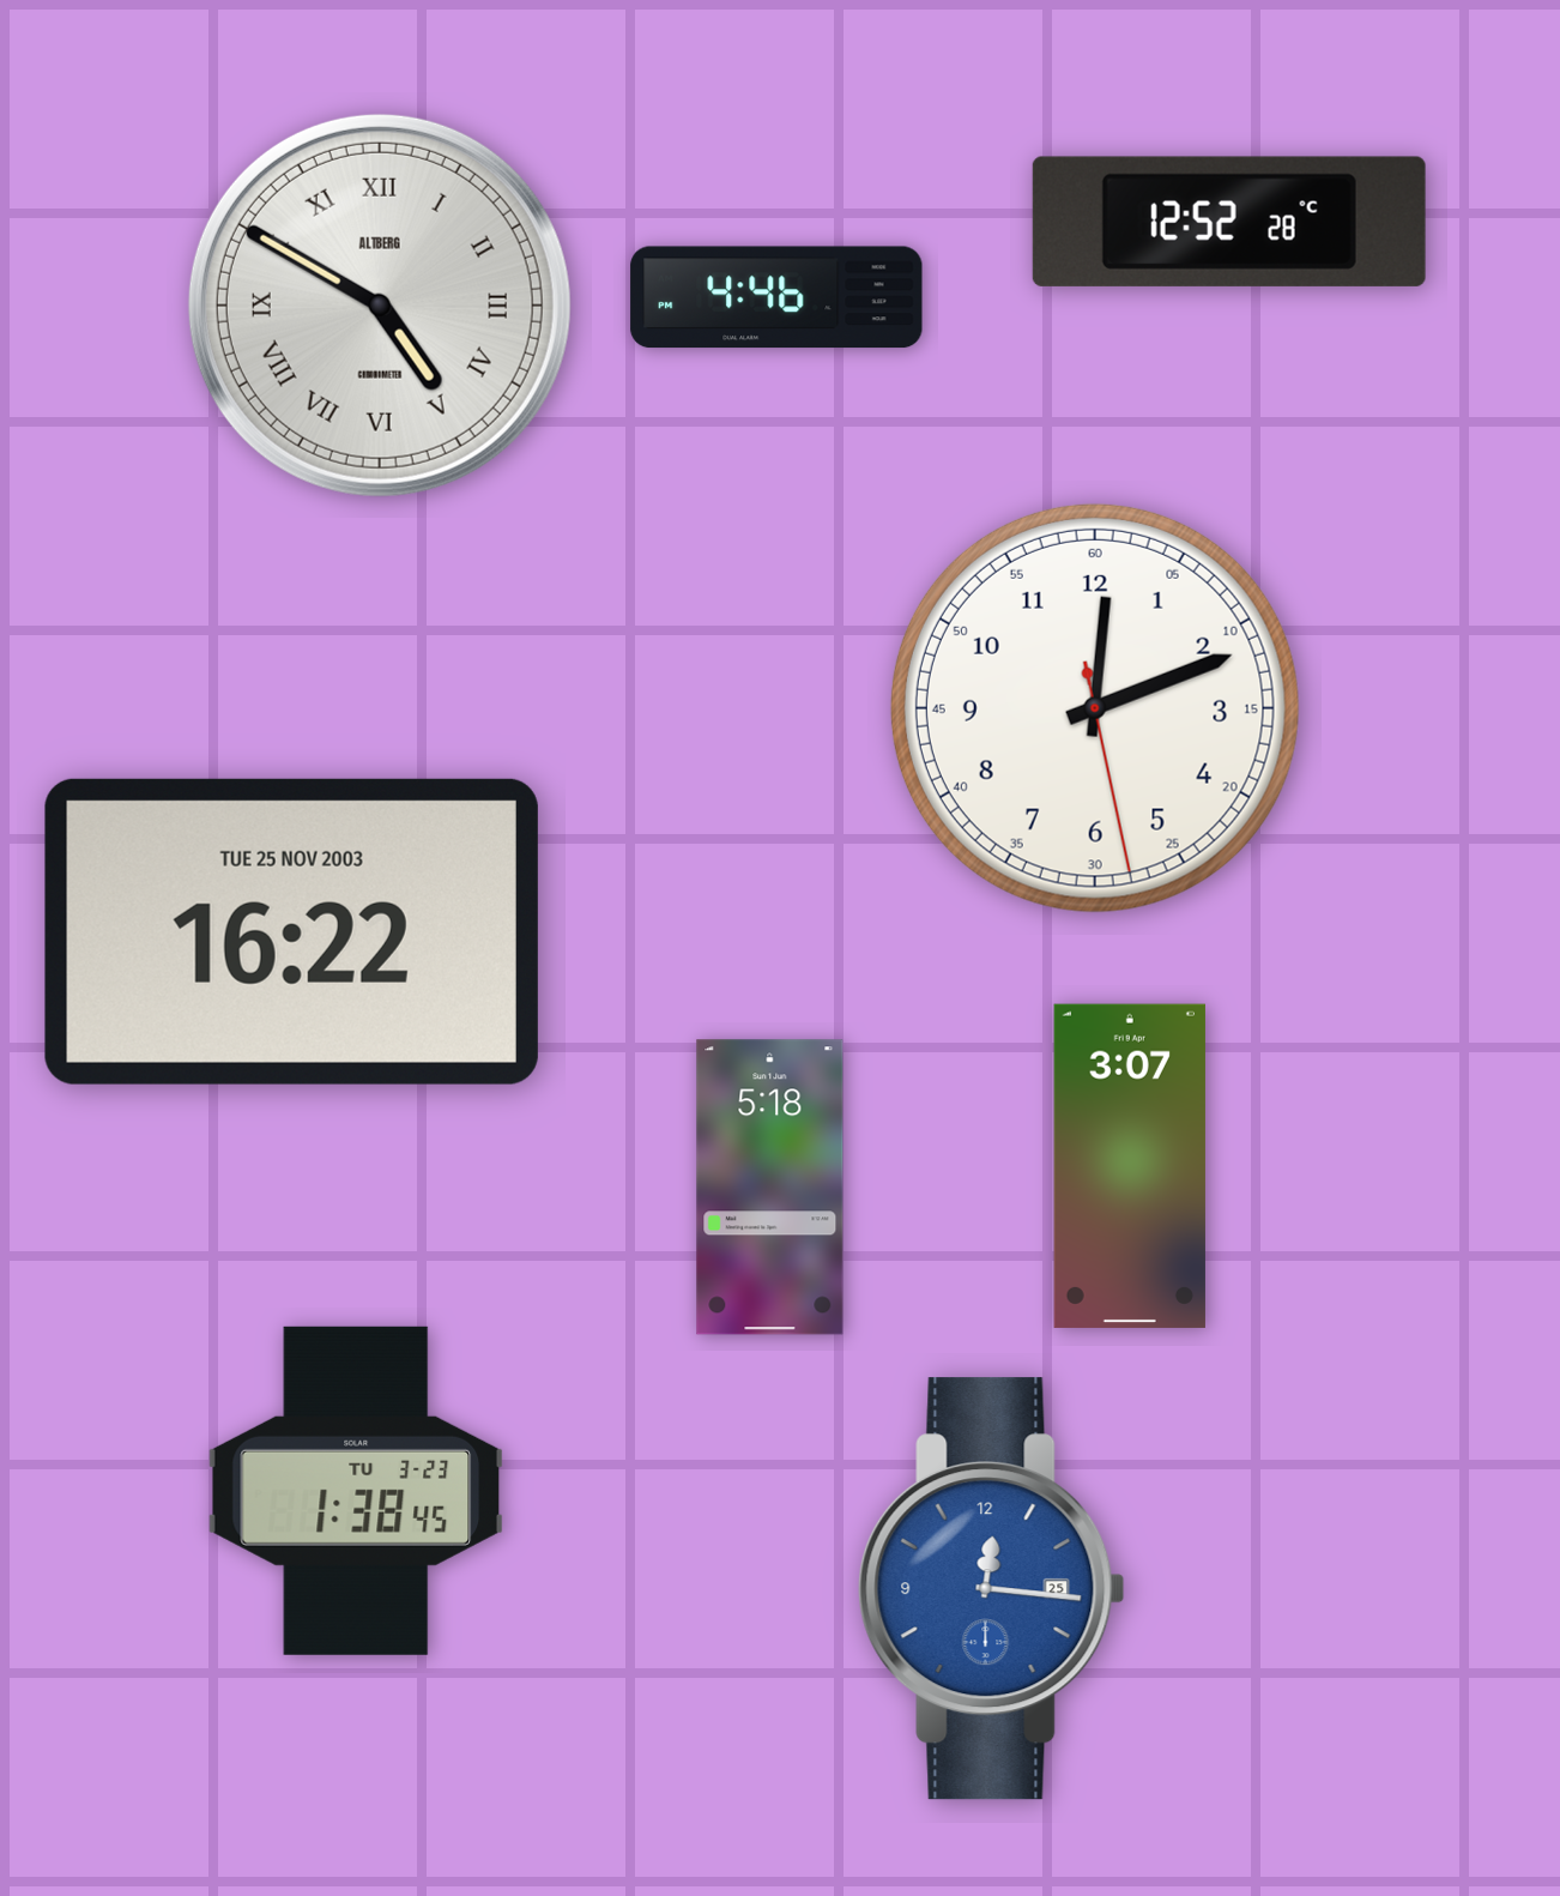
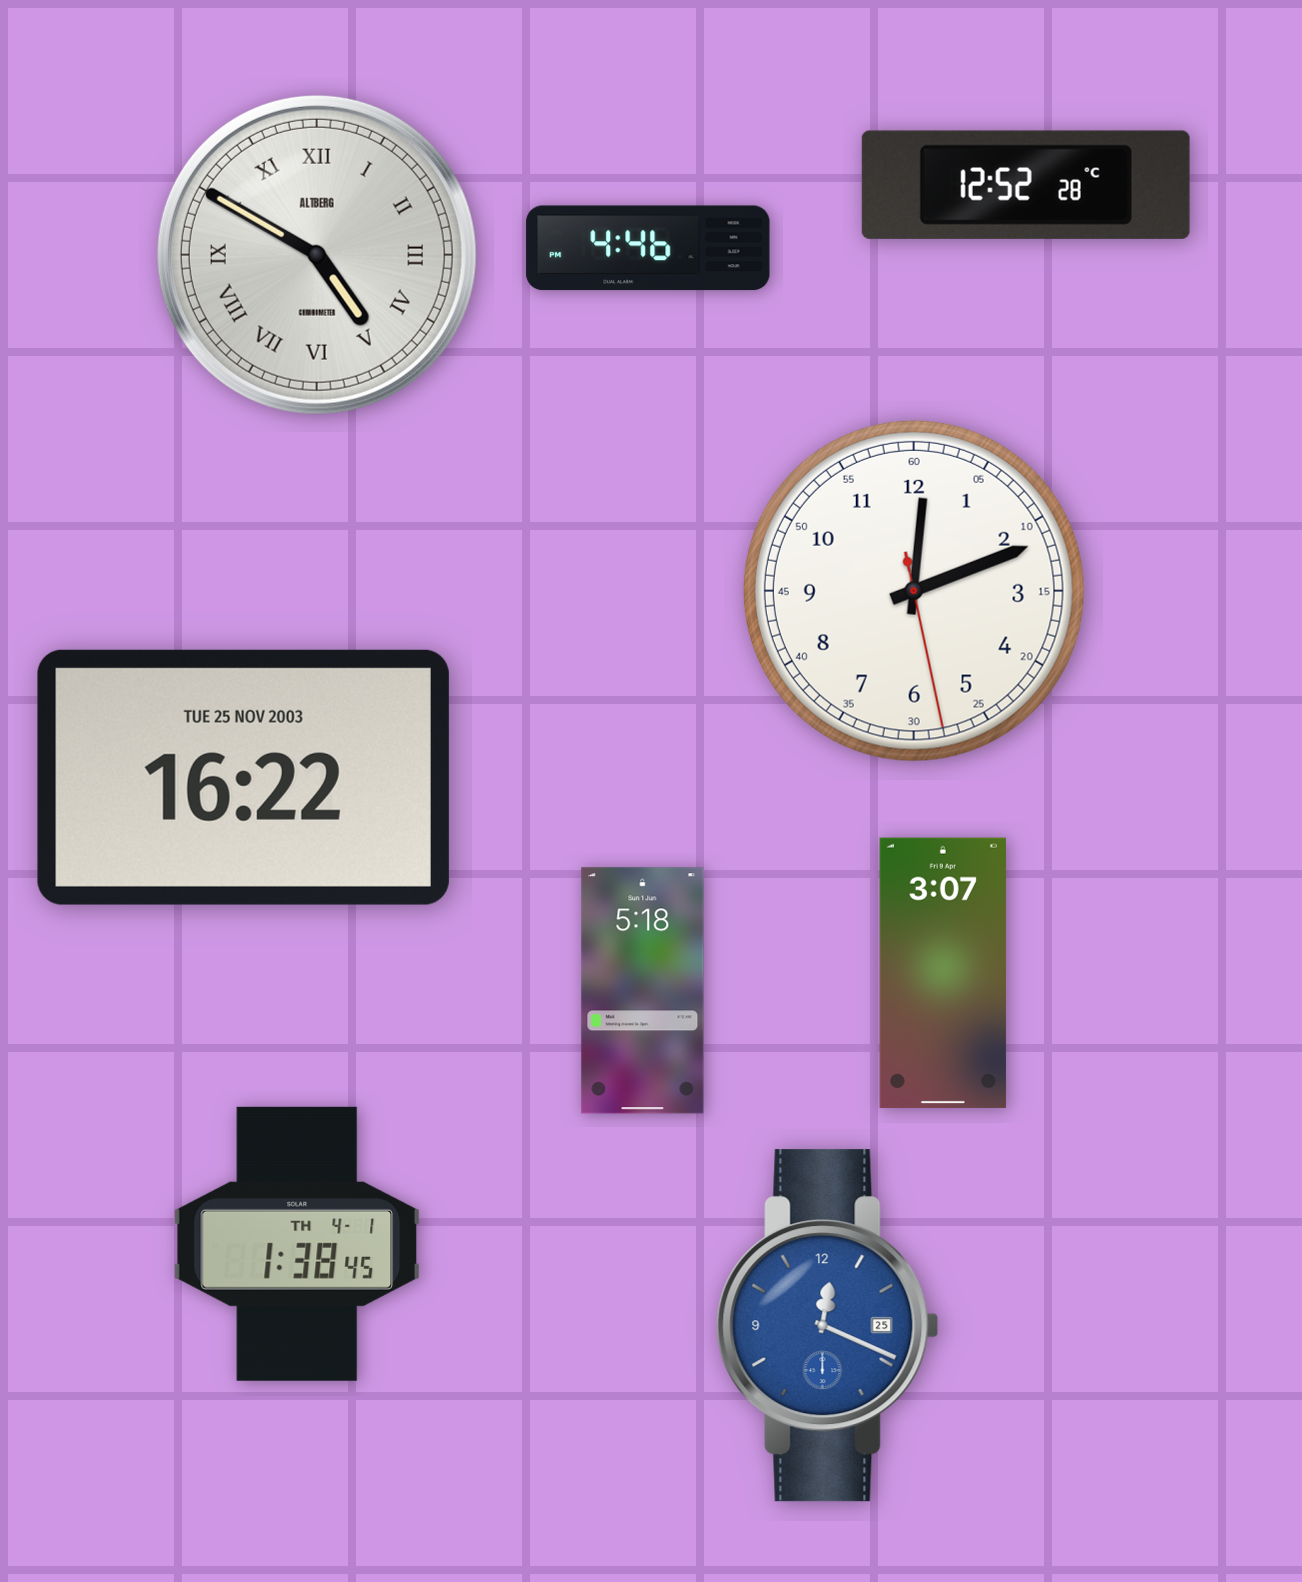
clock at (355, 1491) date: TU 3-23 -> TH 4-1
clock at (992, 1589): 12:16 -> 12:19
